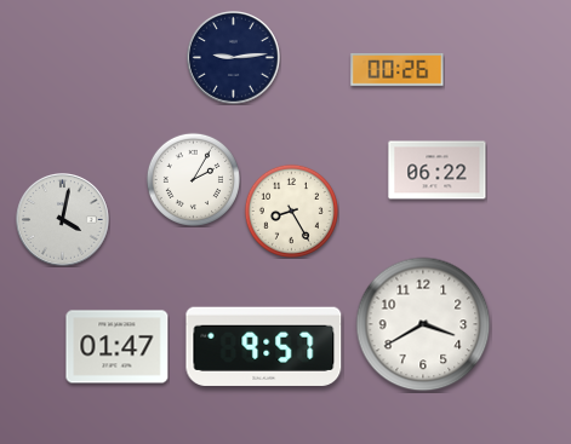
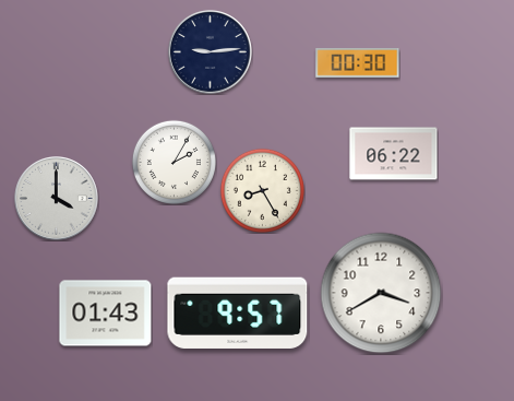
clock at (398, 70): 00:26 -> 00:30
clock at (63, 220): 4:02 -> 4:00
clock at (118, 347): 01:47 -> 01:43
